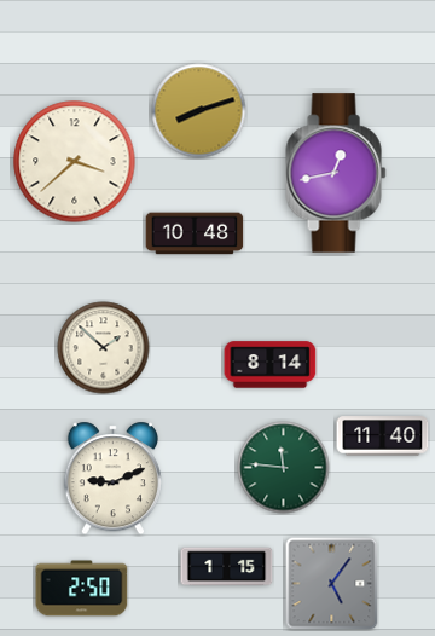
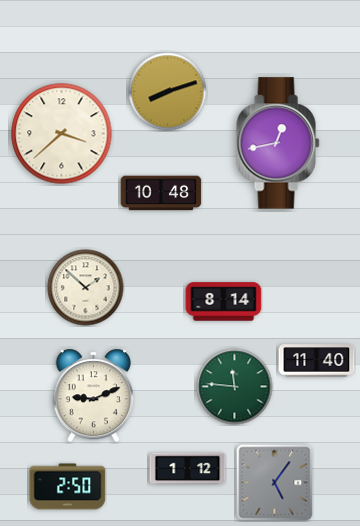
clock at (199, 111) position: (199, 111) -> (168, 92)
clock at (227, 567): 1:15 -> 1:12
